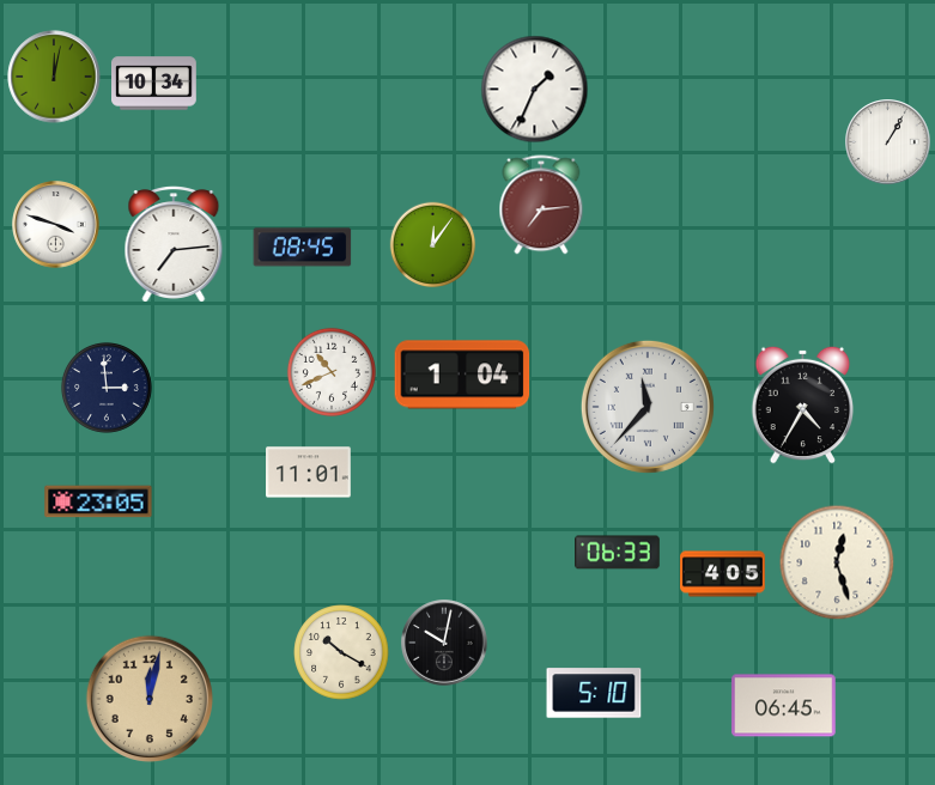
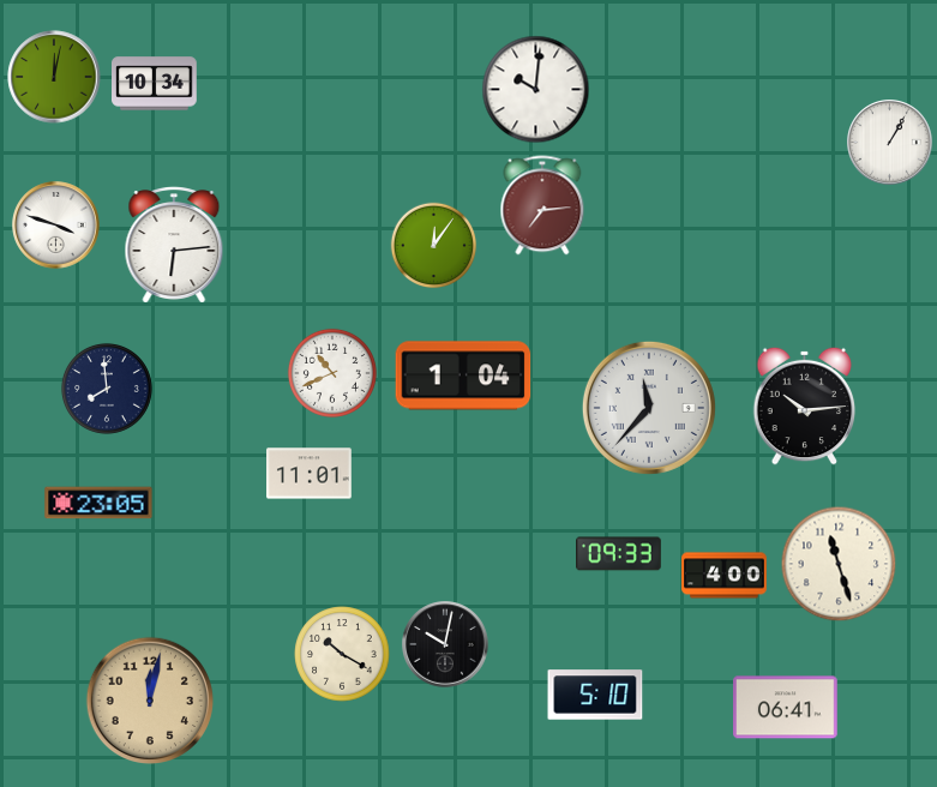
clock at (535, 90): 1:34 -> 10:01
clock at (174, 244): 7:14 -> 6:14
clock at (303, 248): 08:45 -> none
clock at (107, 388): 2:59 -> 7:59
clock at (803, 404): 4:35 -> 10:14
clock at (618, 553): 06:33 -> 09:33
clock at (837, 562): 12:27 -> 11:27
clock at (723, 574): 4:05 -> 4:00
clock at (784, 706): 06:45 -> 06:41
